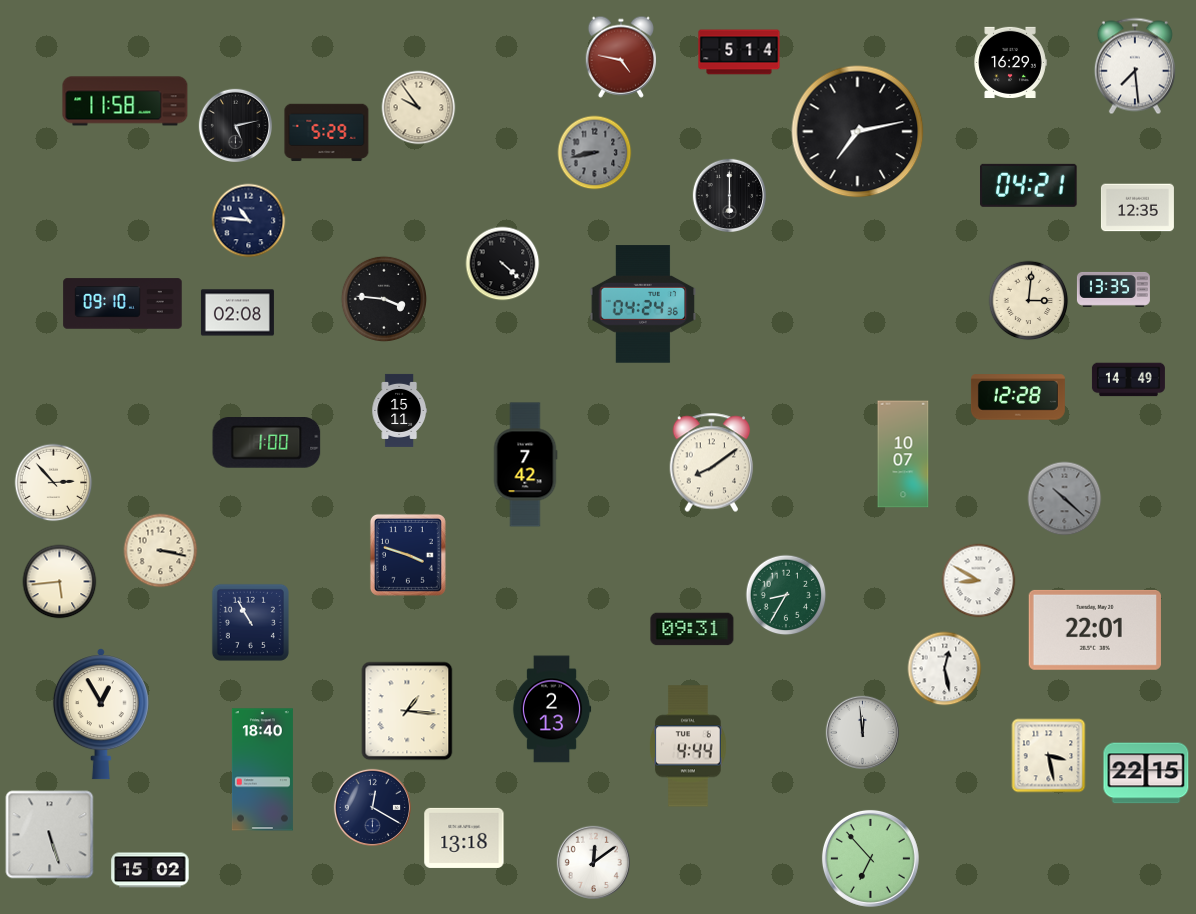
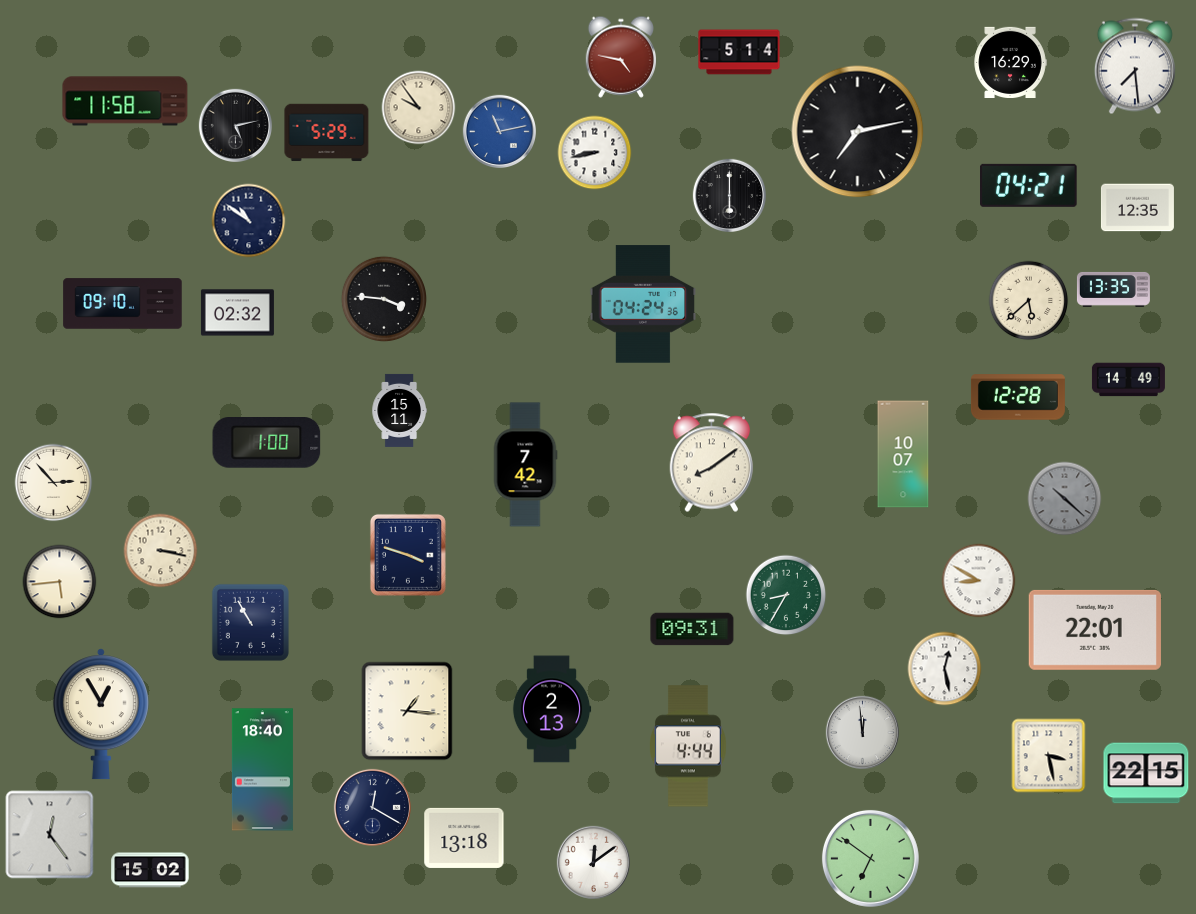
clock at (499, 131): none -> 11:13
clock at (595, 153) dial: grey -> white
clock at (249, 221): 10:46 -> 10:51
clock at (503, 264): 4:22 -> none
clock at (1029, 301): 3:01 -> 5:38
clock at (237, 313): 02:08 -> 02:32
clock at (50, 835): 5:27 -> 12:24
clock at (870, 858): 6:53 -> 6:51
